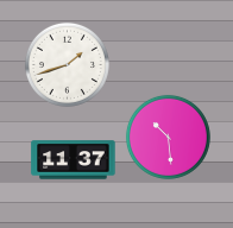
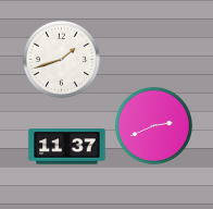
clock at (168, 137): 10:29 -> 2:41
